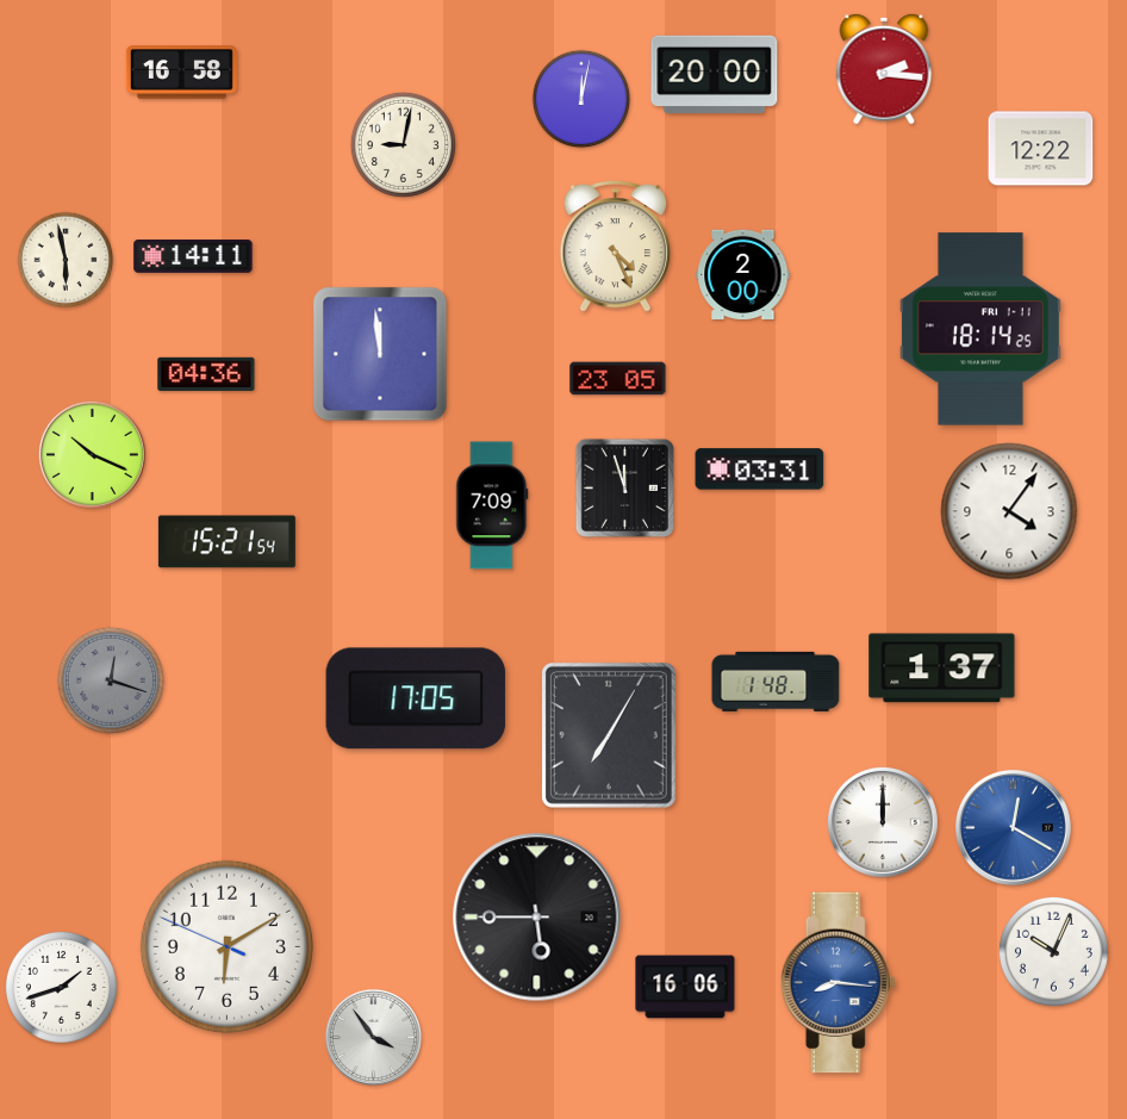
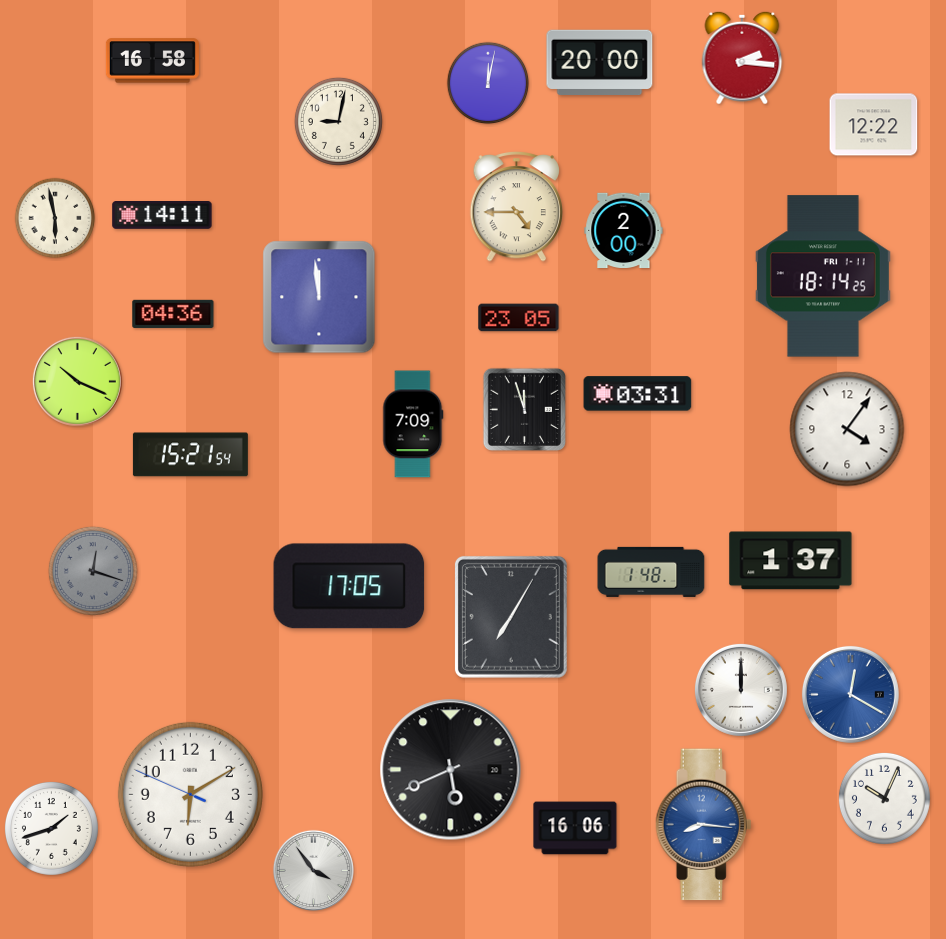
clock at (615, 245): 4:26 -> 4:45
clock at (537, 918): 5:45 -> 5:41
